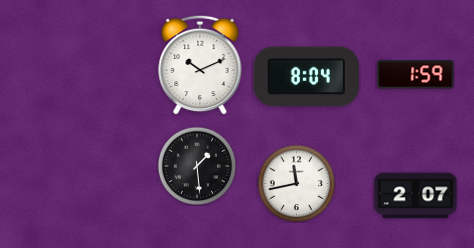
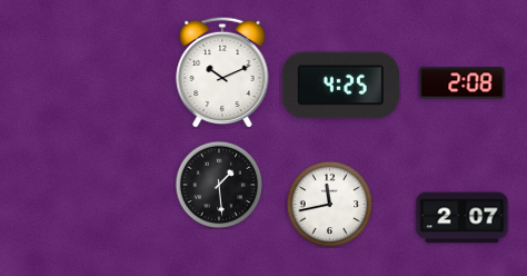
clock at (416, 75): 1:59 -> 2:08
clock at (306, 77): 8:04 -> 4:25
